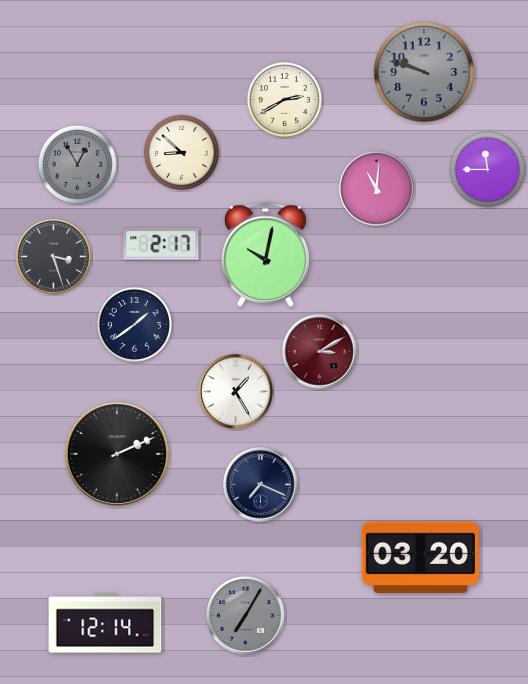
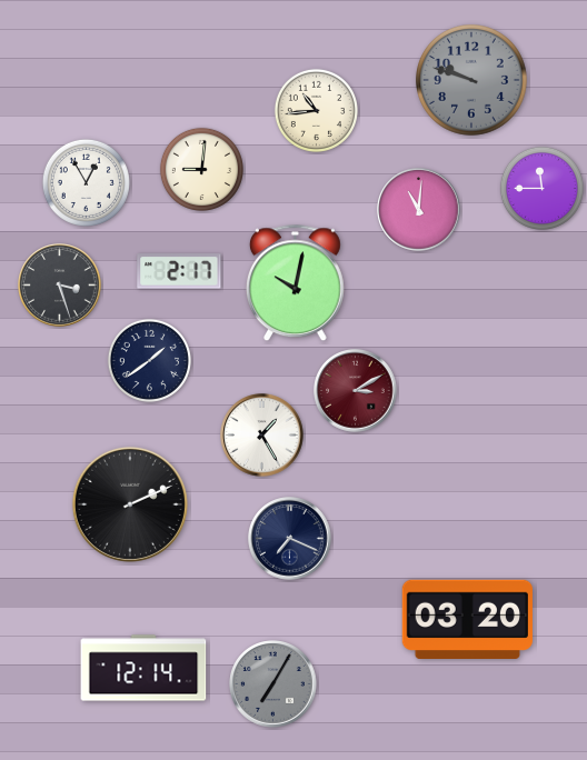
clock at (284, 99): 2:40 -> 10:44
clock at (181, 152): 8:52 -> 9:01
clock at (77, 164) dial: grey -> white
clock at (105, 623) position: (105, 623) -> (143, 668)
